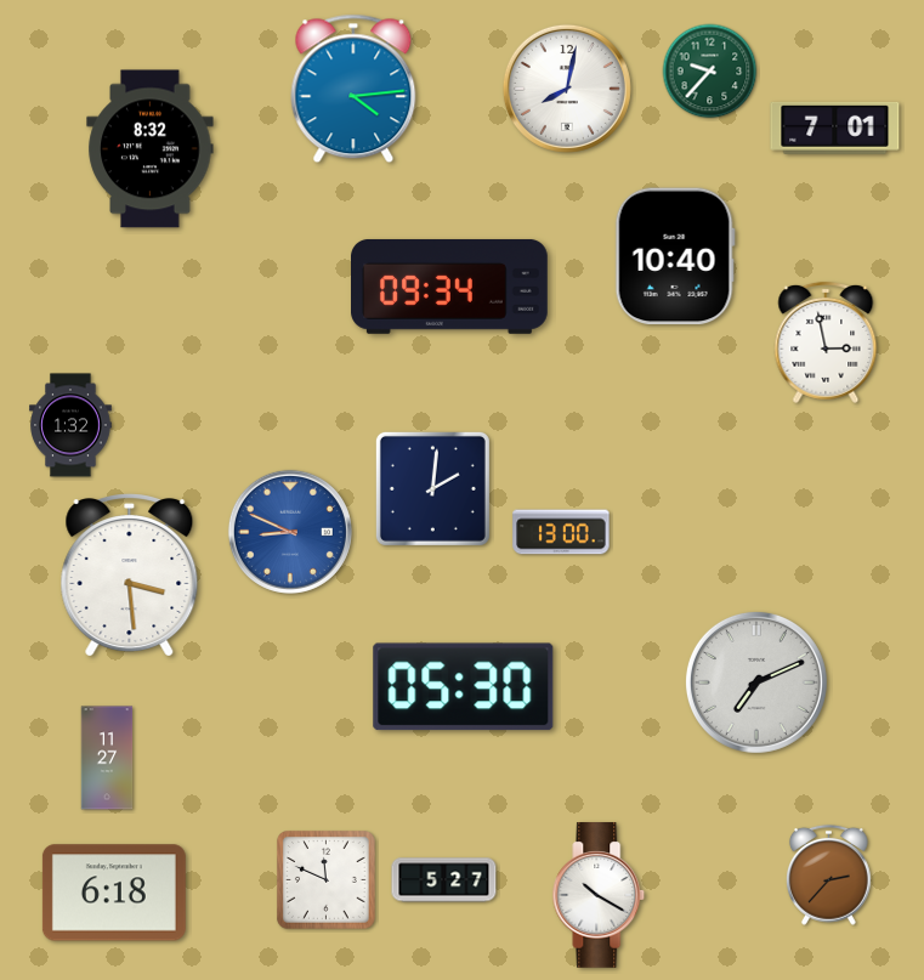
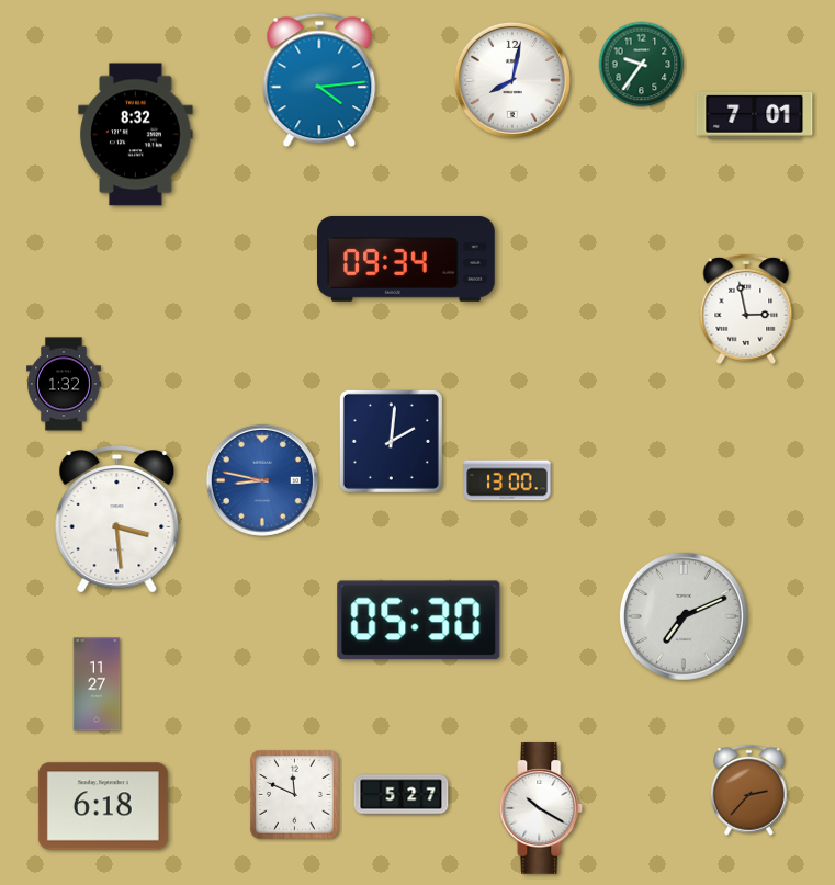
clock at (710, 72): 9:37 -> 9:36
clock at (675, 256): 10:40 -> none
clock at (290, 532): 8:49 -> 8:47
